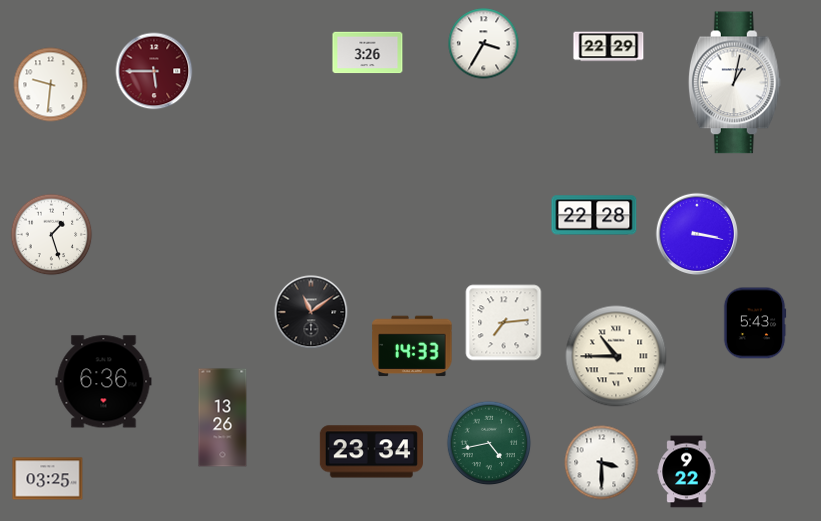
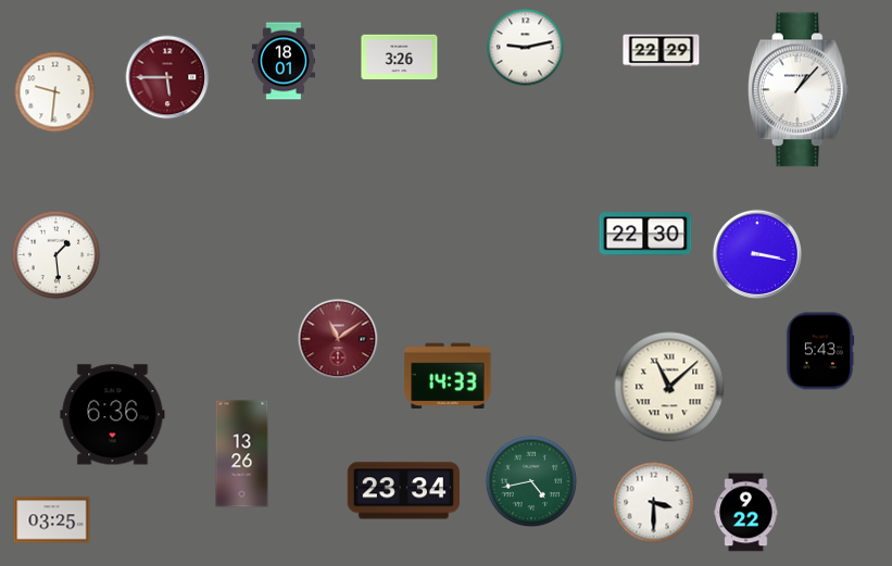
clock at (484, 44): 3:35 -> 9:13
clock at (284, 61): none -> 18:01
clock at (734, 83): 1:02 -> 1:07
clock at (594, 215): 22:28 -> 22:30
clock at (52, 235): 1:27 -> 1:29
clock at (311, 312) dial: black -> burgundy
clock at (504, 323): 7:14 -> none
clock at (616, 356): 10:45 -> 11:08
